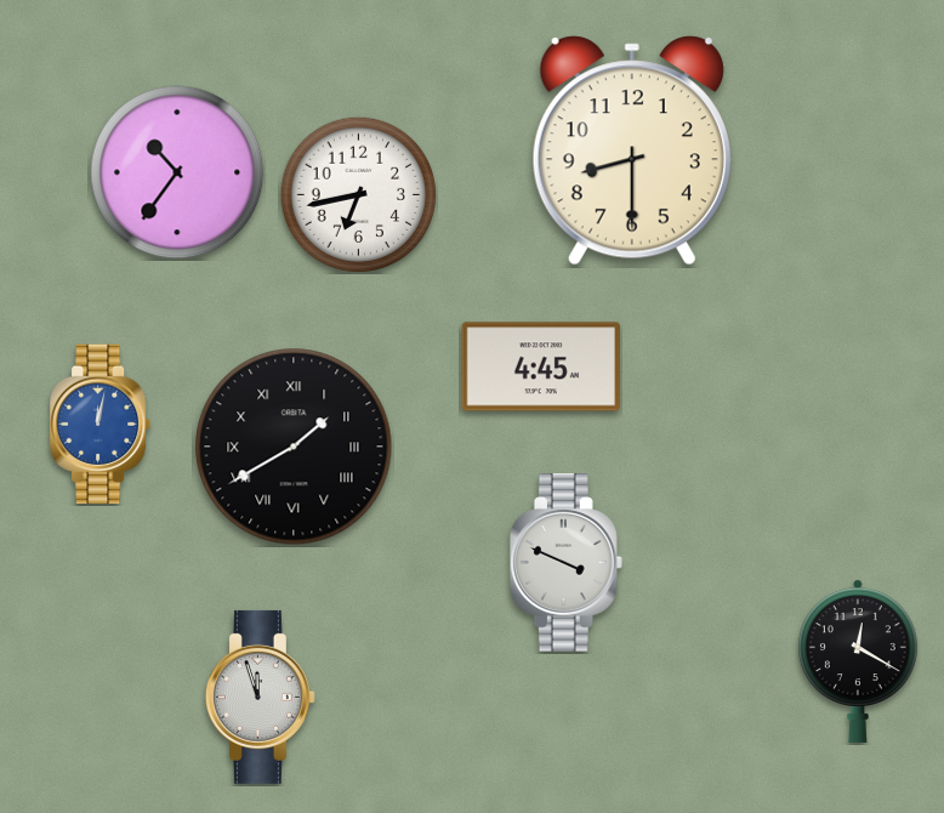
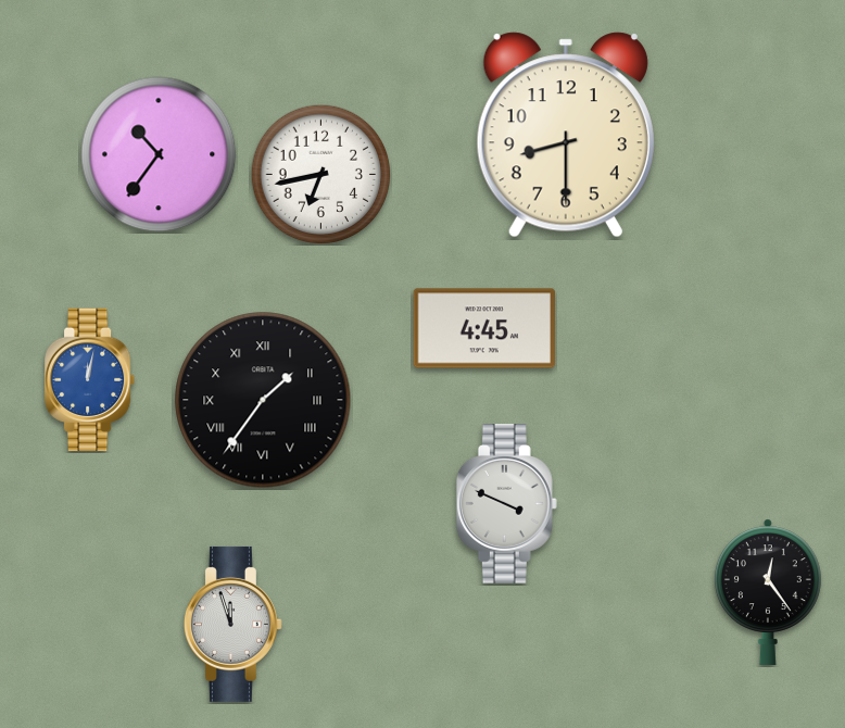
clock at (294, 447): 1:40 -> 1:36
clock at (858, 661): 12:20 -> 12:24
